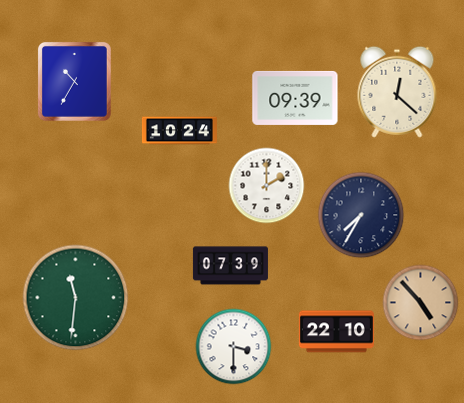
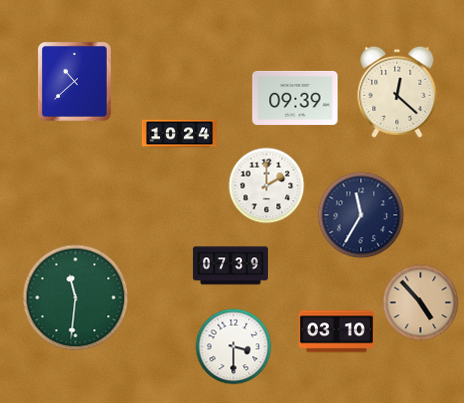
clock at (74, 81): 10:35 -> 10:38
clock at (179, 131) position: (179, 131) -> (179, 134)
clock at (361, 215): 7:35 -> 11:35
clock at (336, 332): 22:10 -> 03:10
